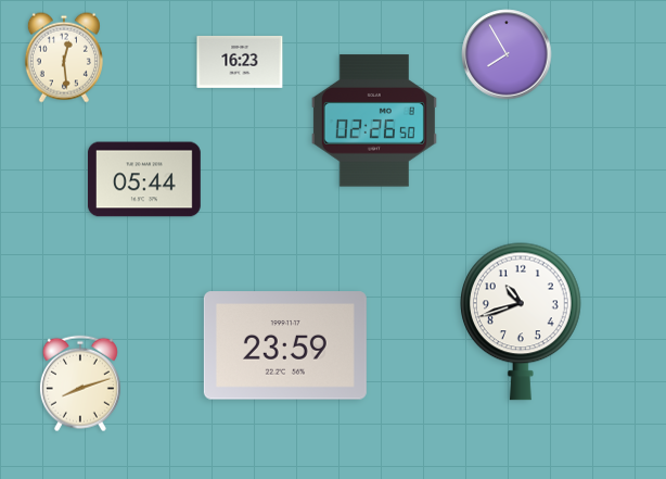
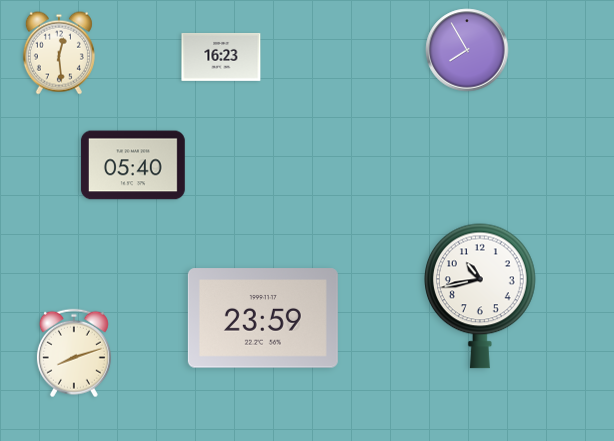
clock at (374, 121): 02:26 -> none
clock at (144, 179): 05:44 -> 05:40
clock at (522, 322): 10:42 -> 10:43
